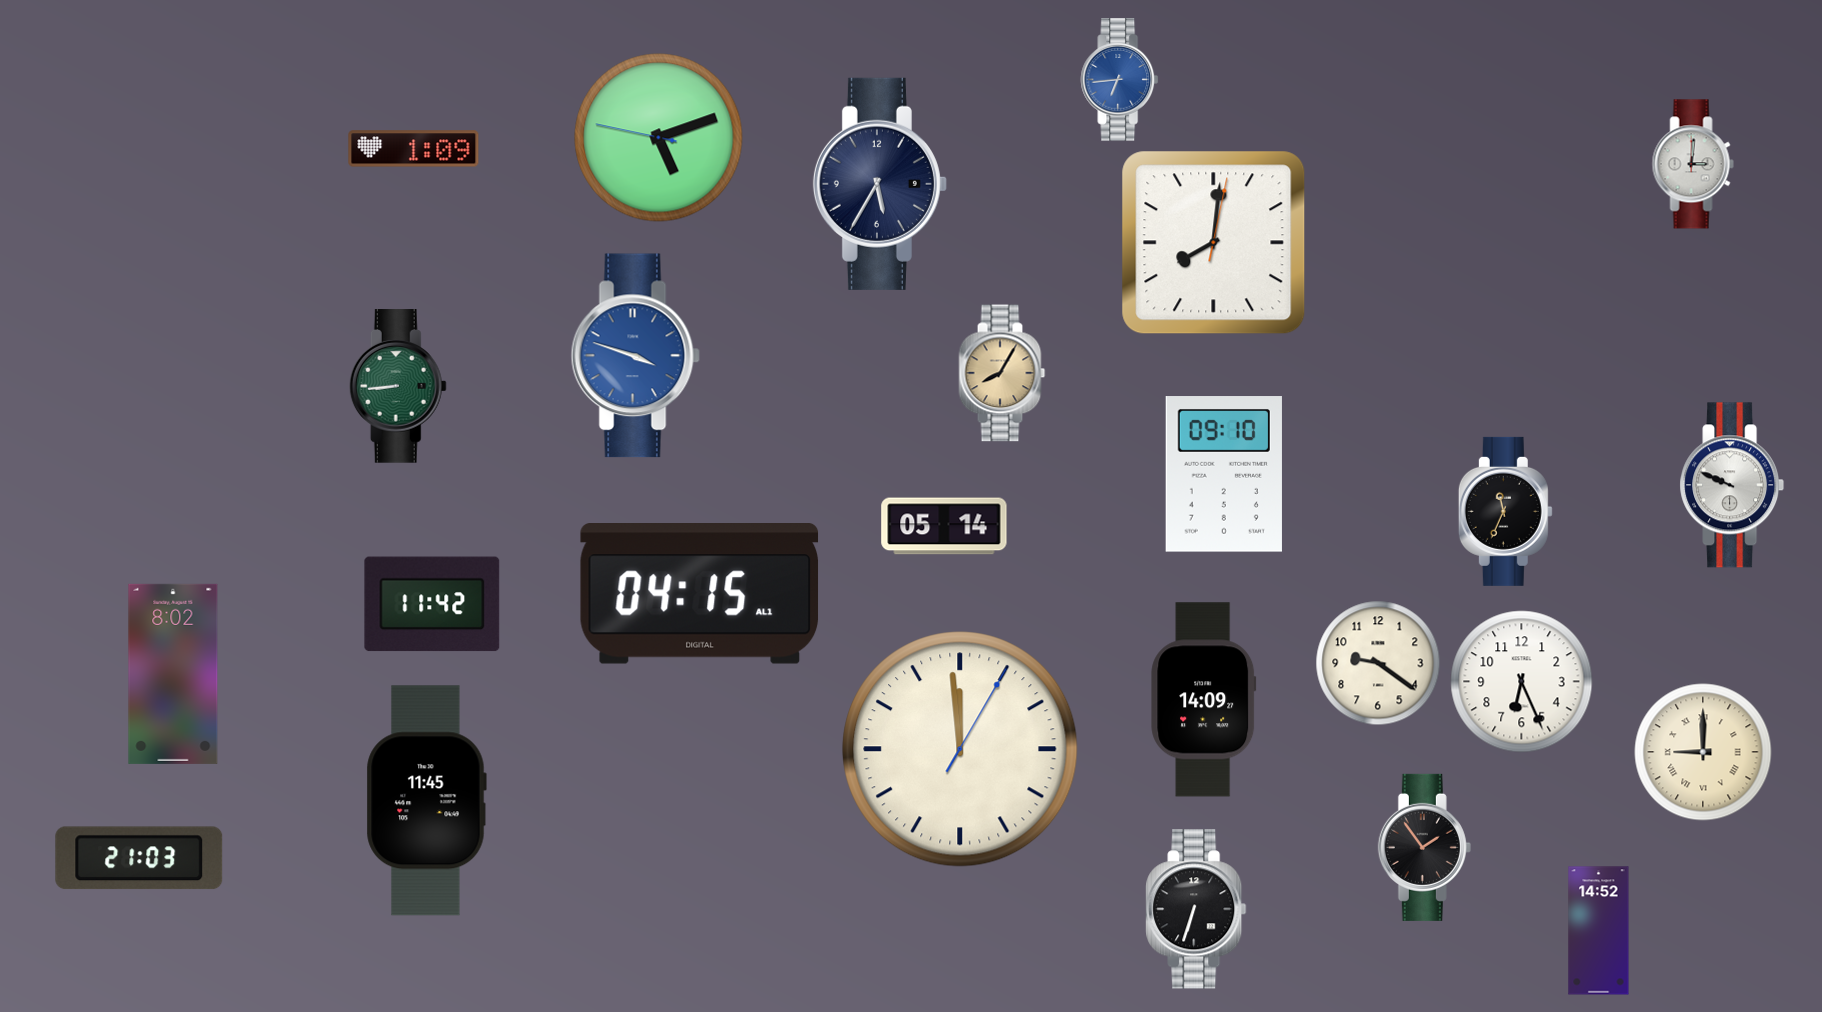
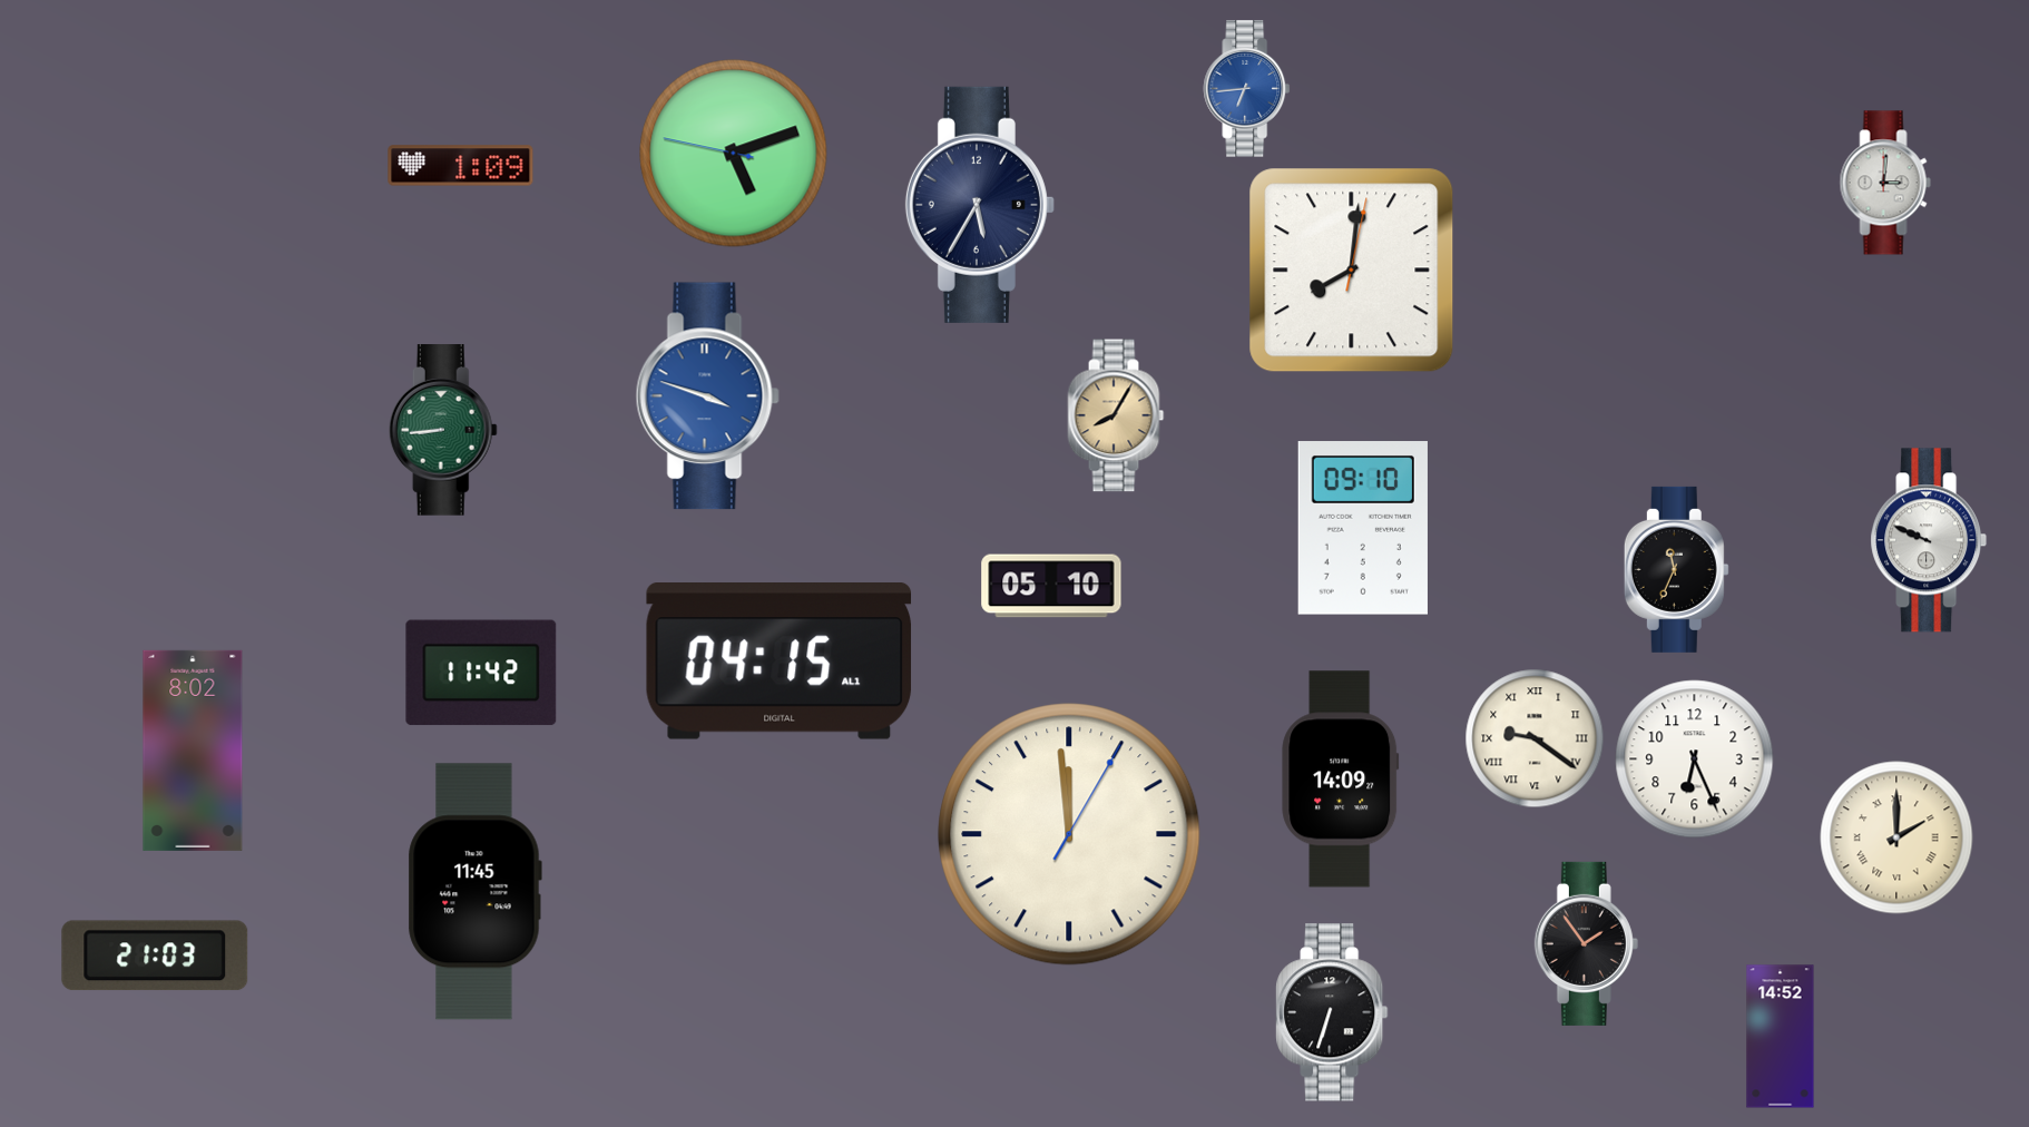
clock at (944, 526): 05:14 -> 05:10
clock at (1378, 663) numerals: Arabic -> Roman
clock at (1703, 752): 9:00 -> 2:00
